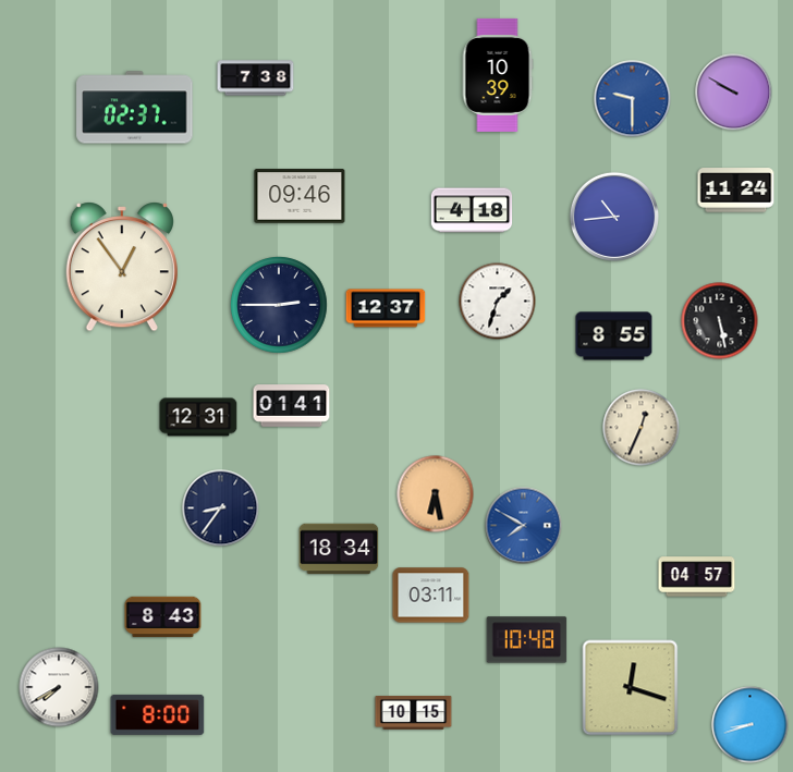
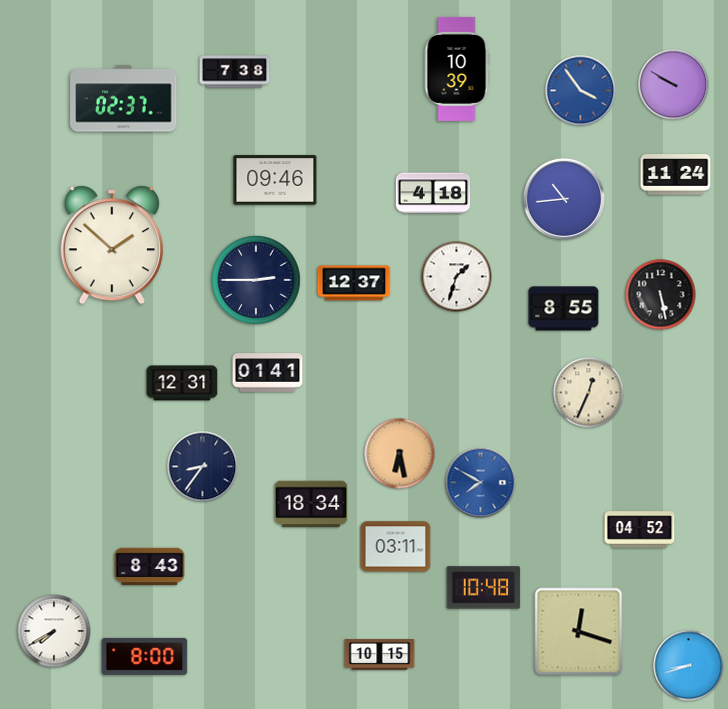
clock at (633, 99): 9:30 -> 3:54
clock at (121, 267): 12:54 -> 1:52
clock at (697, 577): 04:57 -> 04:52
